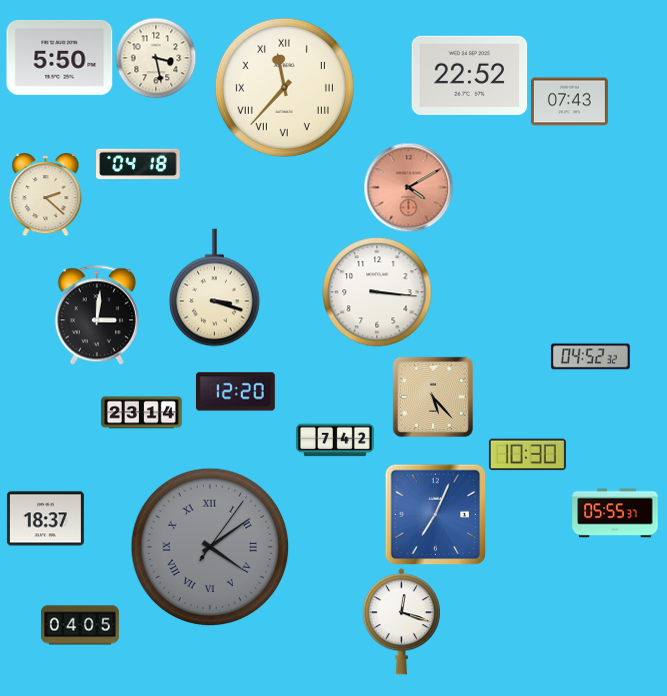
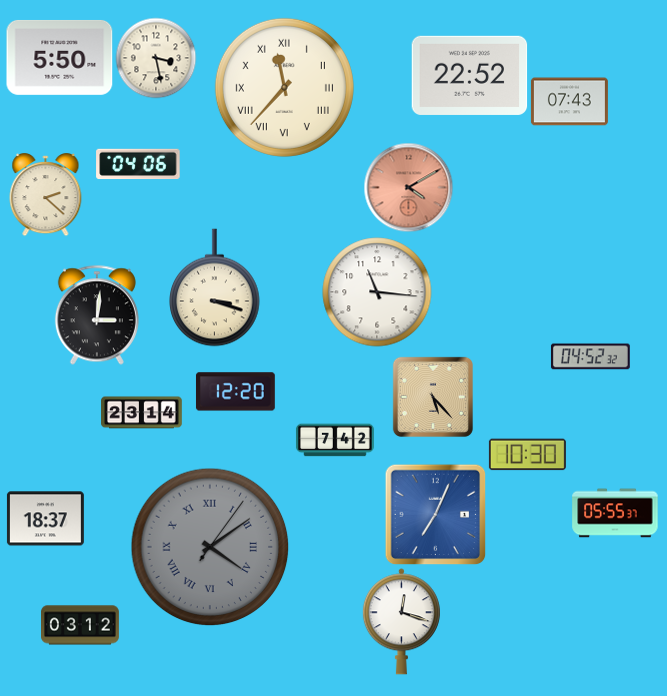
clock at (138, 164): 04:18 -> 04:06
clock at (377, 292): 3:16 -> 11:16
clock at (81, 625): 04:05 -> 03:12
